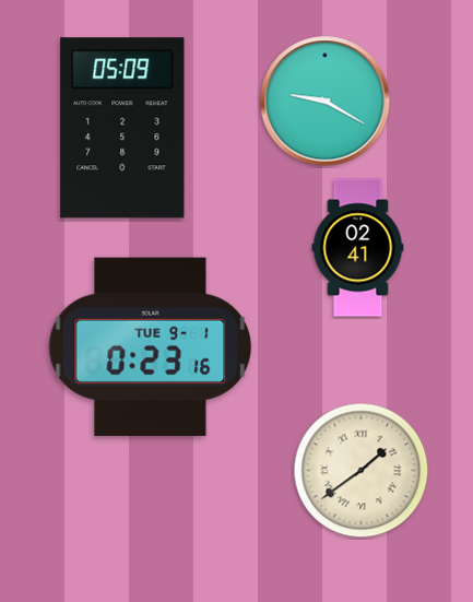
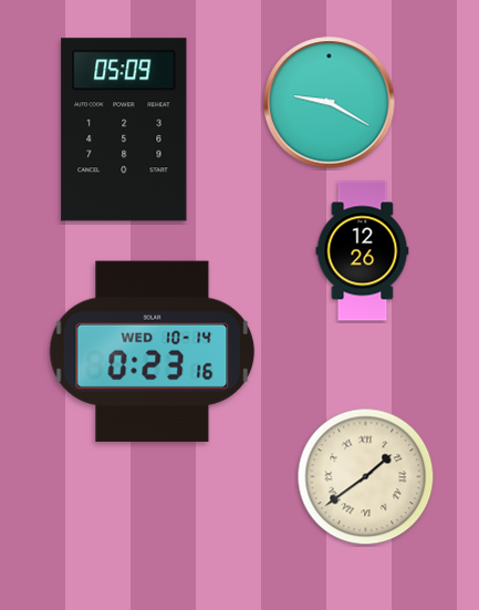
clock at (358, 248): 02:41 -> 12:26
clock at (151, 346) date: TUE 9-1 -> WED 10-14
